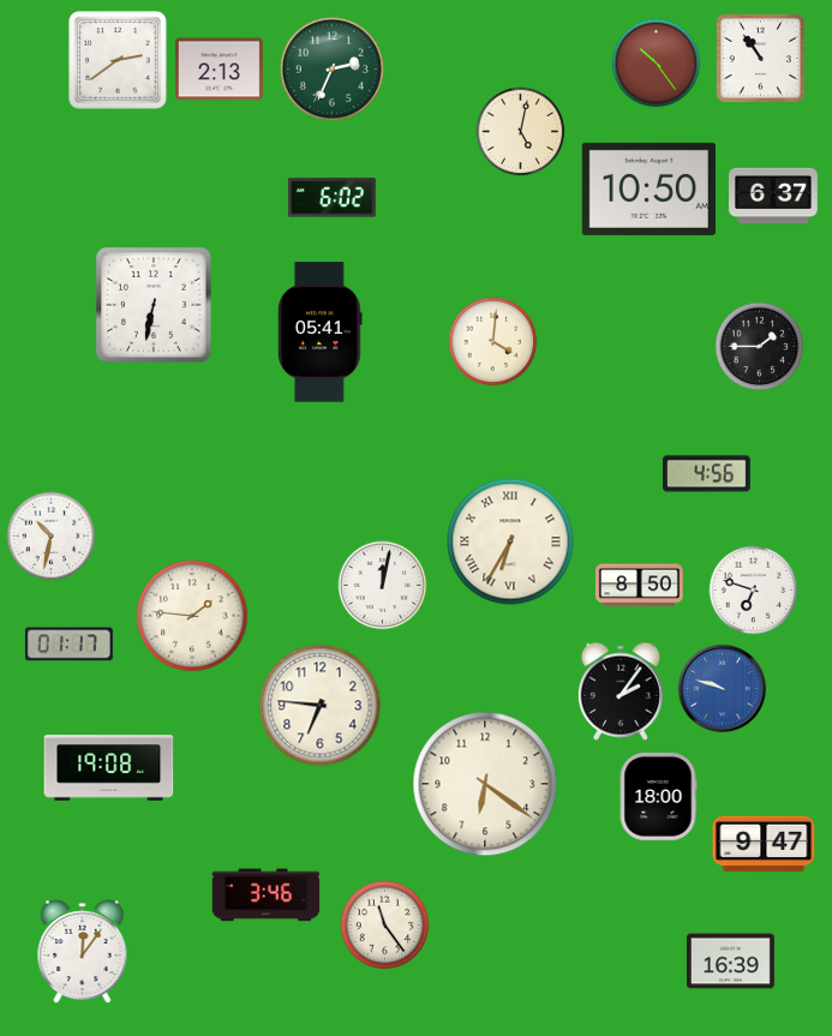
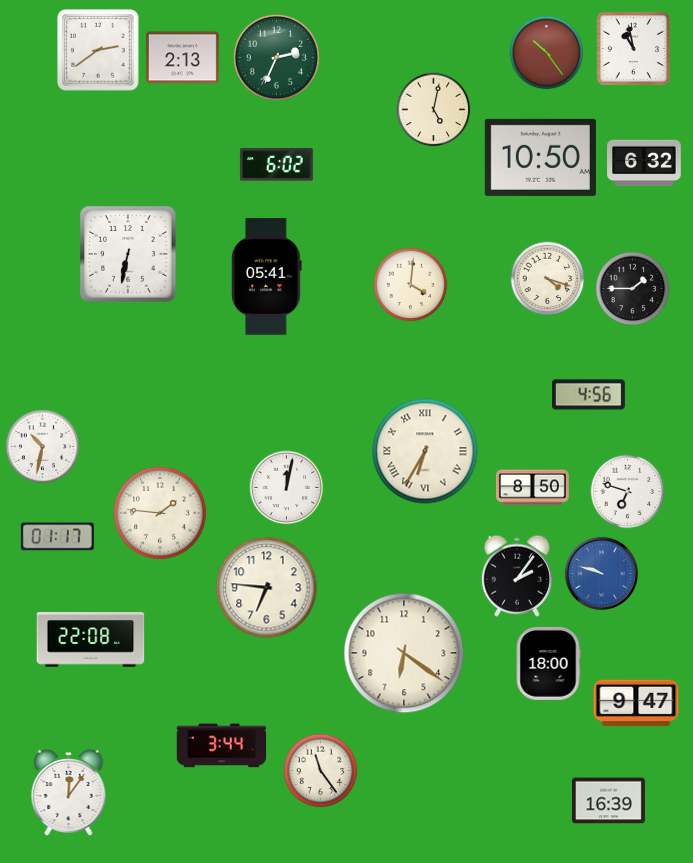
clock at (760, 58): 10:54 -> 10:58
clock at (773, 196): 6:37 -> 6:32
clock at (548, 279): none -> 4:18
clock at (383, 586) position: (383, 586) -> (287, 488)
clock at (109, 768): 19:08 -> 22:08
clock at (267, 896): 3:46 -> 3:44
